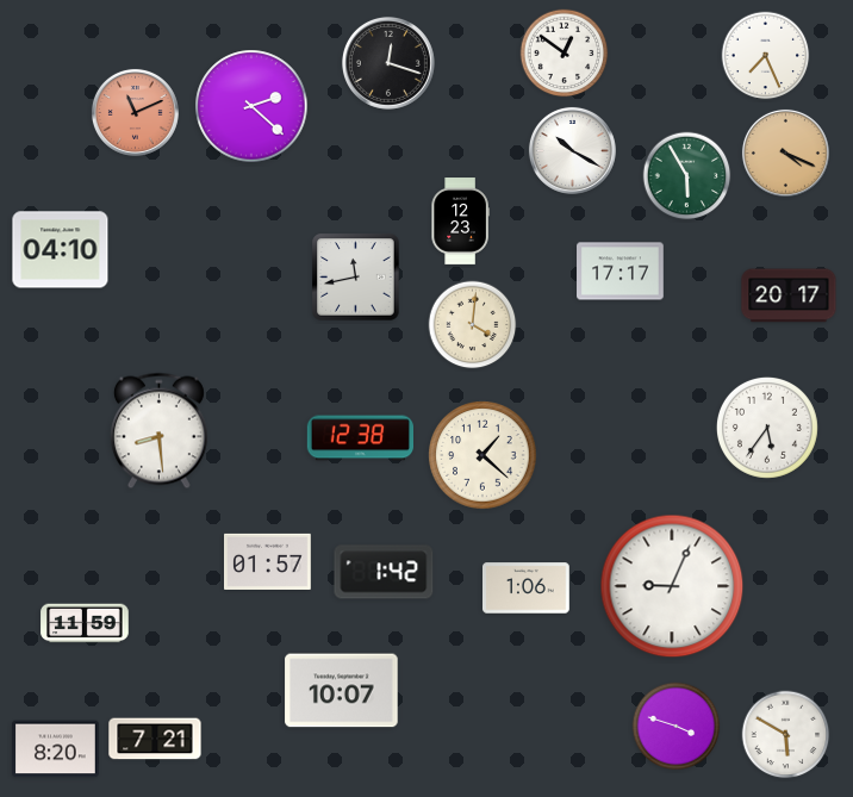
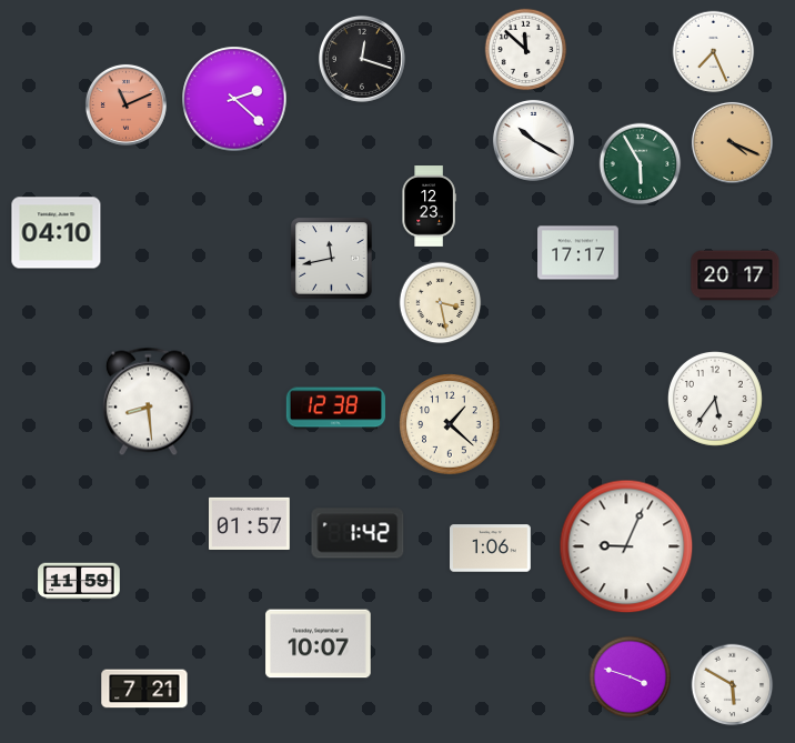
clock at (565, 54): 12:51 -> 11:52
clock at (473, 325): 4:01 -> 3:28
clock at (56, 749): 8:20 -> none
